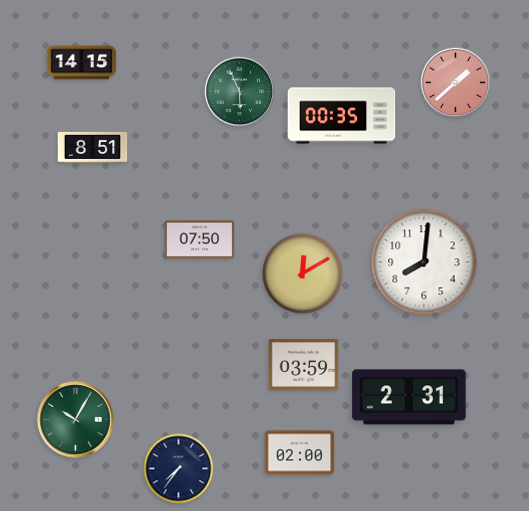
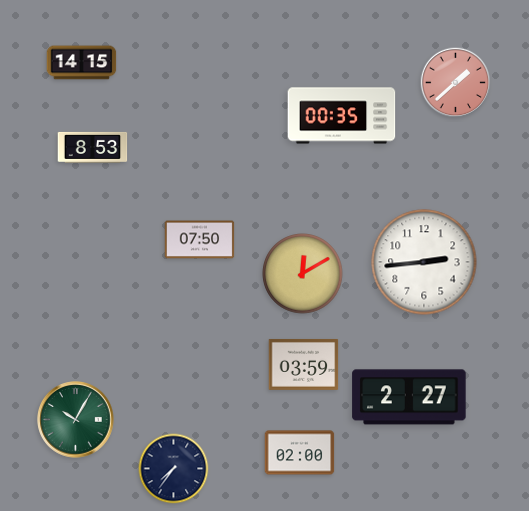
clock at (240, 92): 5:56 -> none
clock at (93, 147): 8:51 -> 8:53
clock at (424, 262): 8:01 -> 2:44
clock at (409, 397): 2:31 -> 2:27
clock at (179, 469) position: (179, 469) -> (174, 469)
